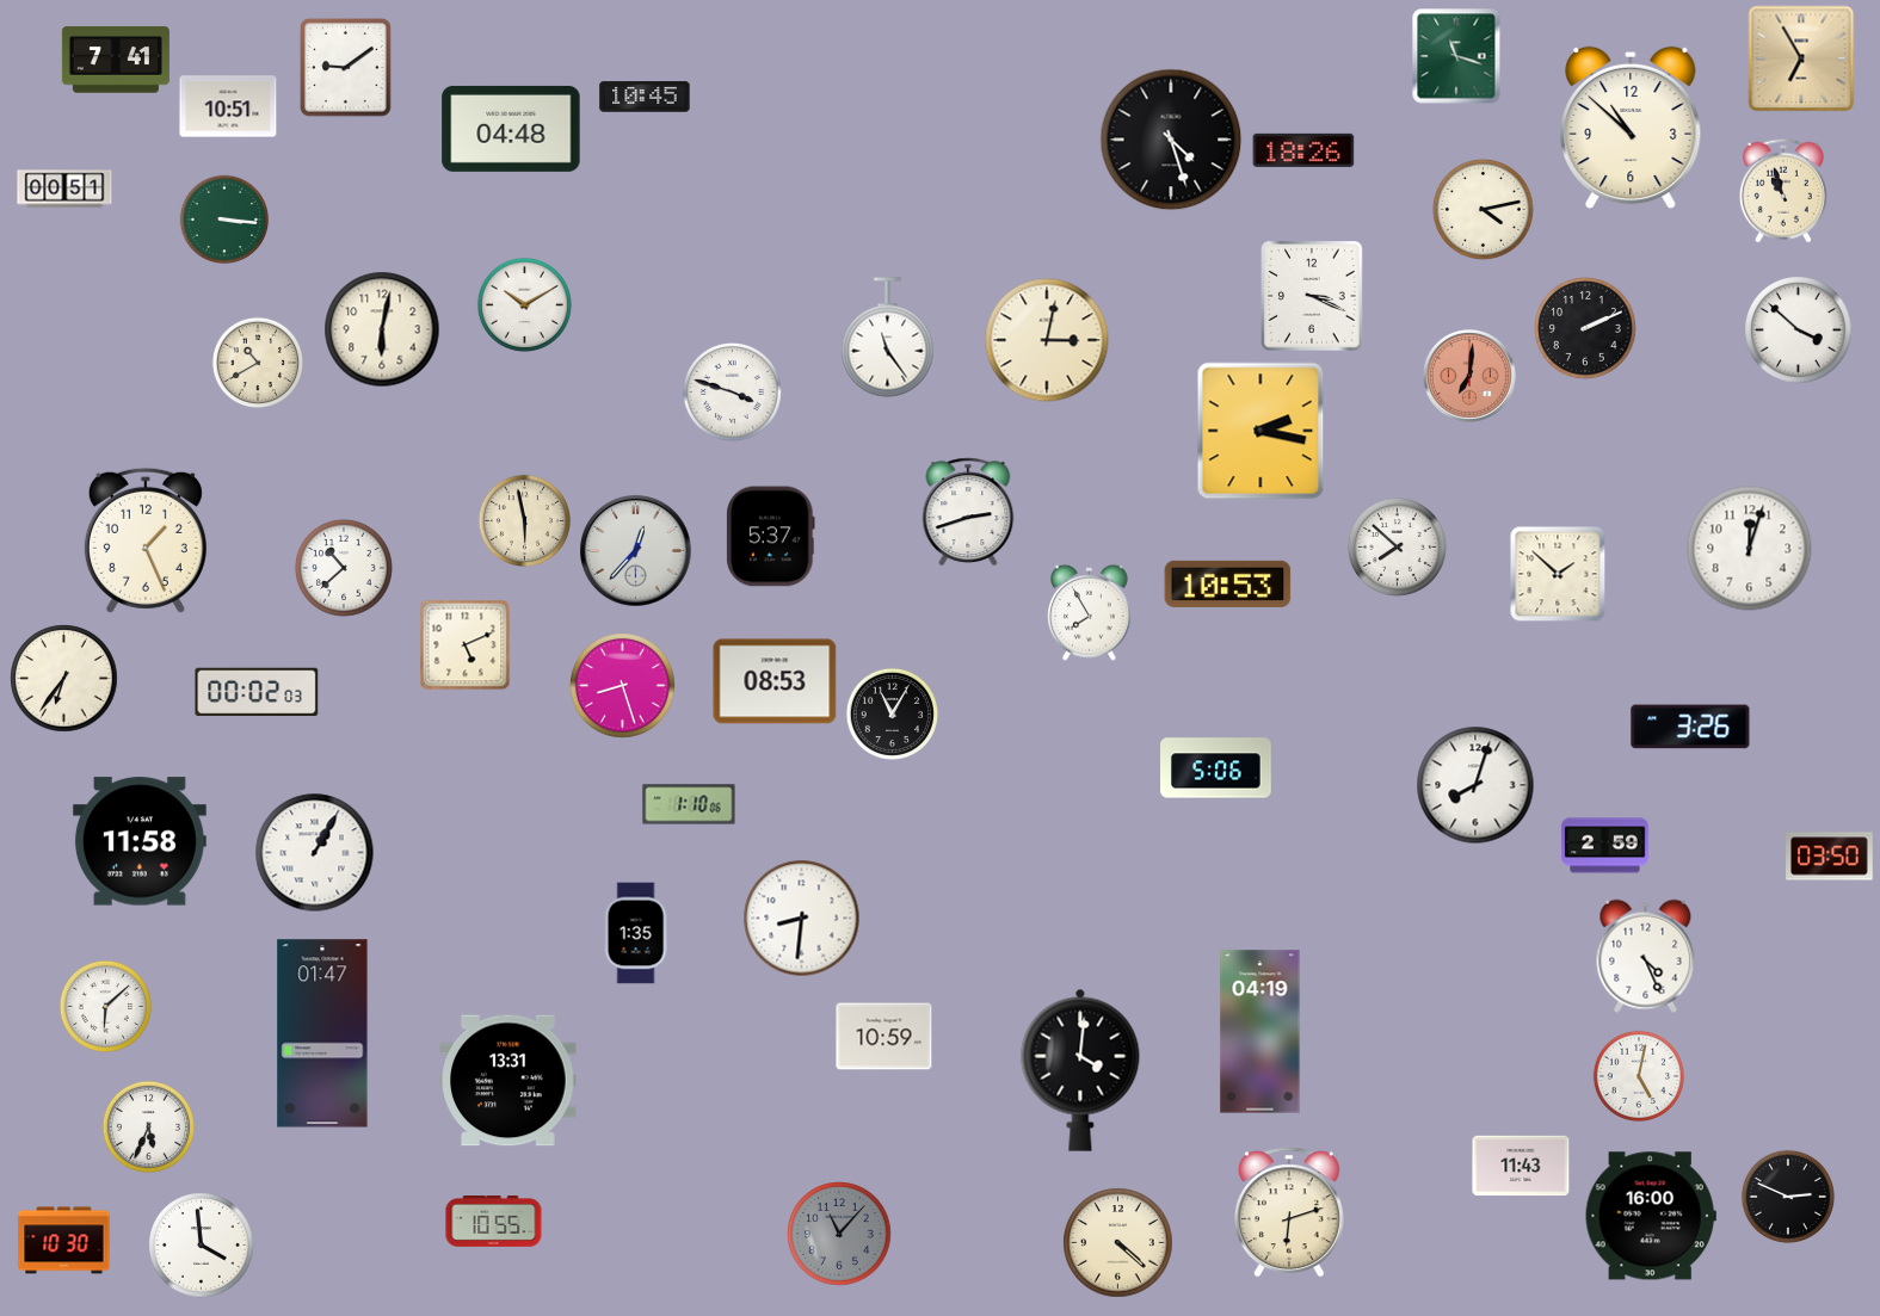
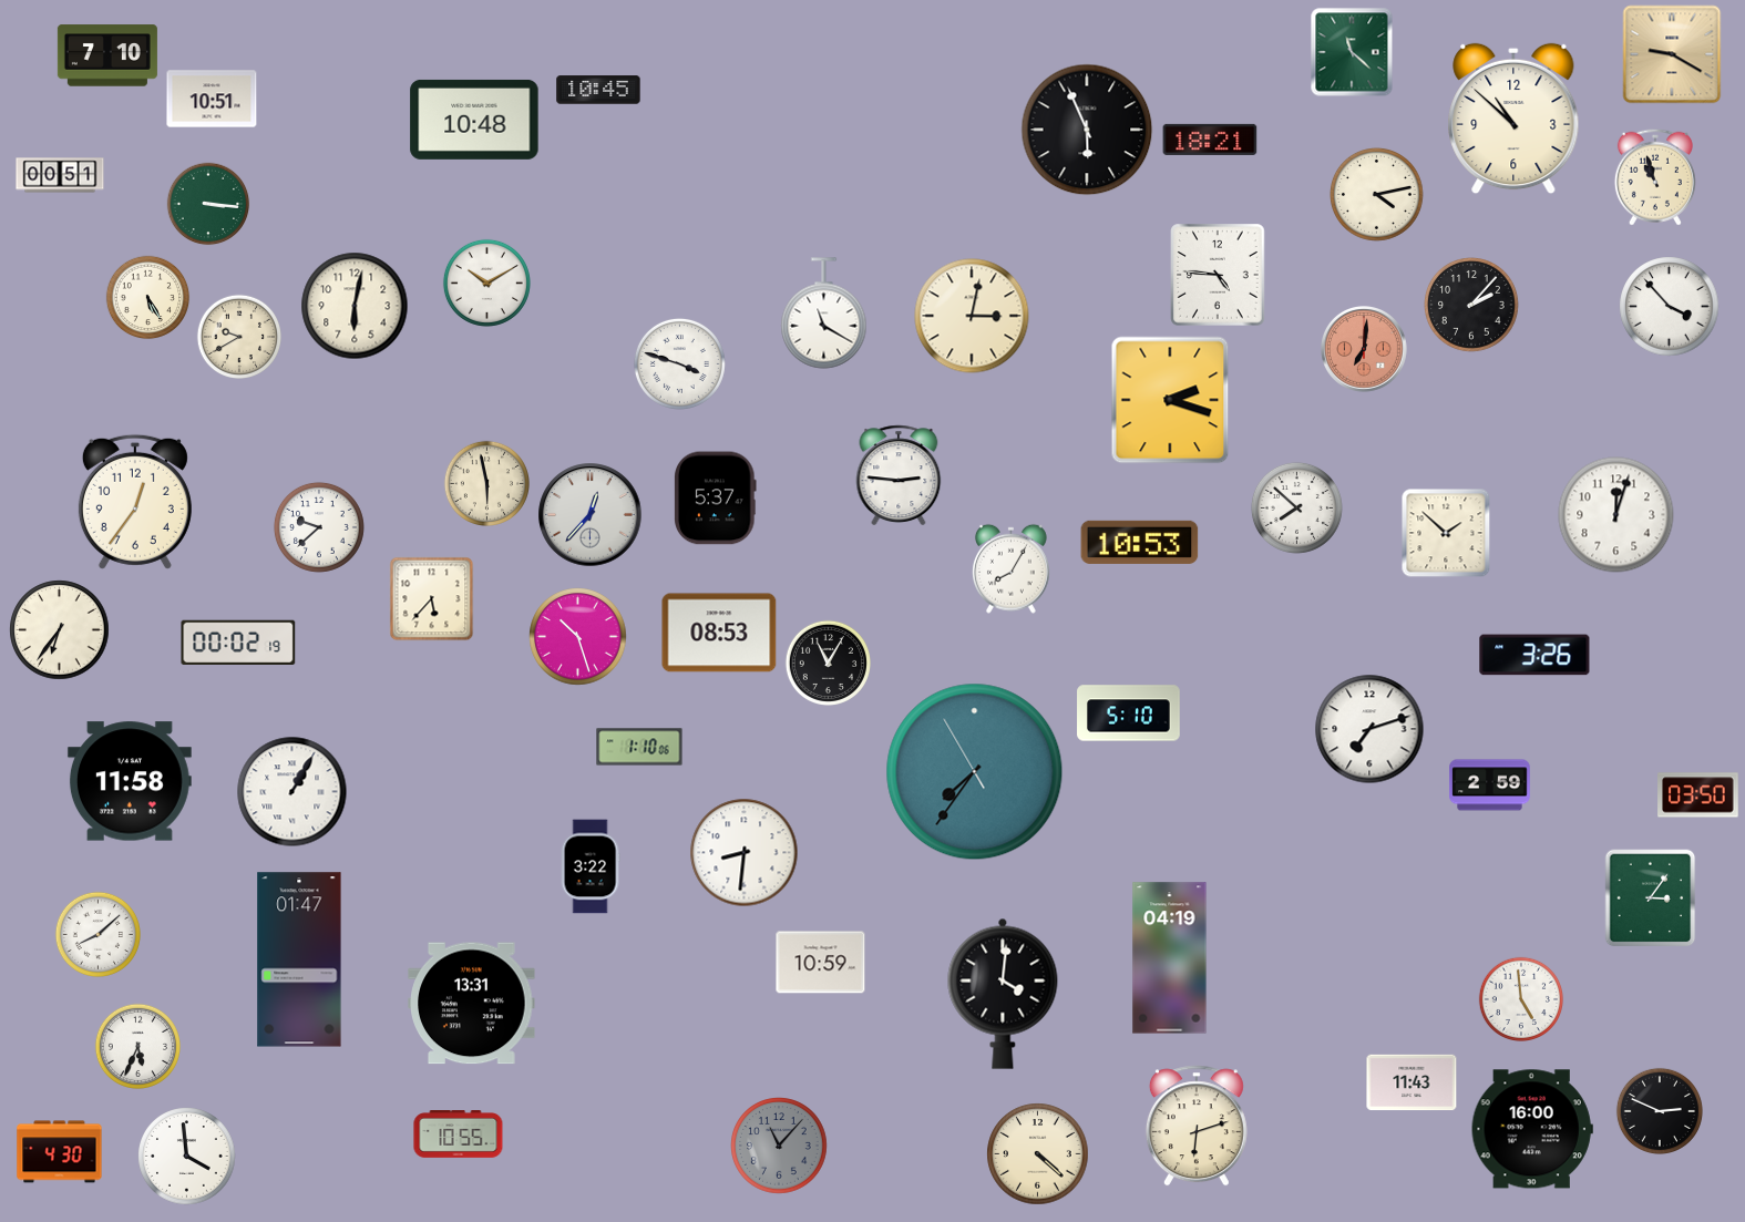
clock at (1456, 56): 11:18 -> 11:22
clock at (1801, 58): 6:55 -> 9:20
clock at (116, 60): 7:41 -> 7:10
clock at (346, 68): 9:09 -> none
clock at (511, 129): 04:48 -> 10:48
clock at (1171, 140): 4:27 -> 5:56
clock at (1303, 150): 18:26 -> 18:21
clock at (1312, 296): 3:19 -> 4:46
clock at (148, 298): none -> 5:25
clock at (1586, 329): 2:11 -> 2:07
clock at (1799, 330): 3:52 -> 3:53
clock at (888, 338): 11:24 -> 11:20
clock at (257, 362): 10:40 -> 9:40
clock at (1260, 431): 2:17 -> 2:18
clock at (968, 511): 2:42 -> 2:46
clock at (146, 540): 1:26 -> 12:36
clock at (1750, 549) position: (1750, 549) -> (1616, 515)
clock at (636, 551) position: (636, 551) -> (591, 515)
clock at (344, 568): 10:38 -> 9:38
clock at (1089, 612): 7:55 -> 8:05
clock at (466, 645): 5:11 -> 5:37
clock at (623, 686): 8:27 -> 10:27
clock at (257, 691): 00:02:03 -> 00:02:19
clock at (1690, 727) position: (1690, 727) -> (1534, 655)
clock at (1216, 768): 5:06 -> 5:10
clock at (1475, 785): 8:03 -> 7:12
clock at (975, 772): none -> 7:35
clock at (636, 933): 1:35 -> 3:22
clock at (1646, 957): 4:26 -> none
clock at (1651, 898): none -> 3:06
clock at (105, 1006): 6:08 -> 8:08
clock at (1638, 1075): 5:02 -> 4:59
clock at (64, 1241): 10:30 -> 4:30
